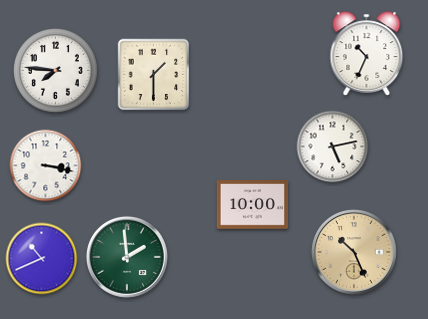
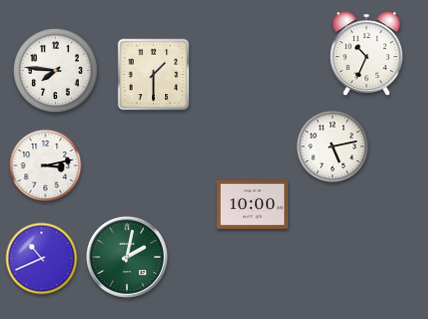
clock at (46, 166): 3:17 -> 3:13
clock at (354, 252): 10:26 -> none
clock at (127, 257): 1:59 -> 2:02
